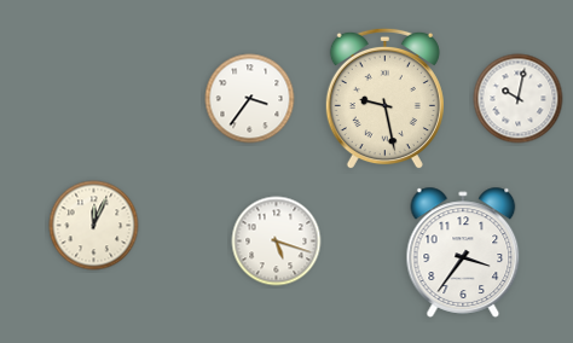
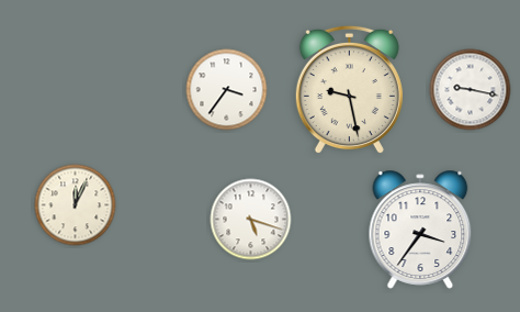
clock at (519, 99): 10:02 -> 9:17
clock at (94, 226) position: (94, 226) -> (76, 205)
